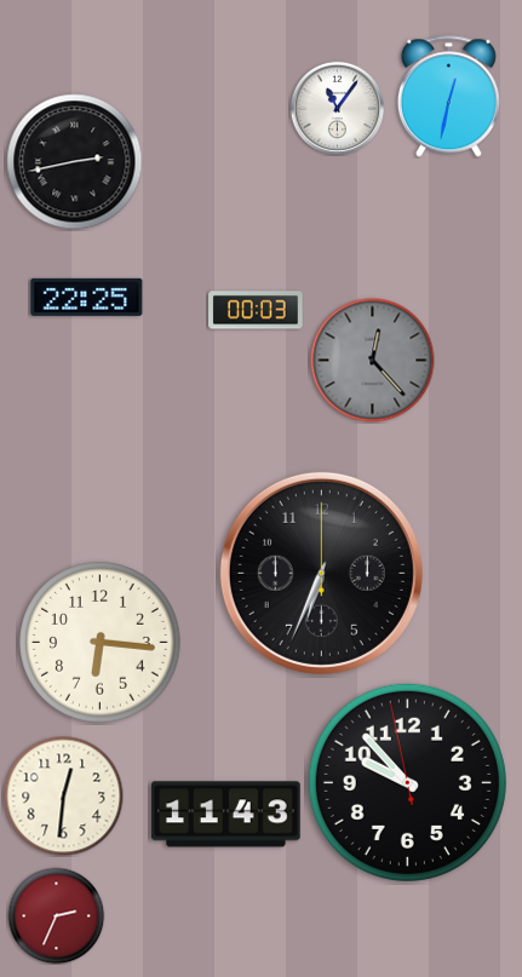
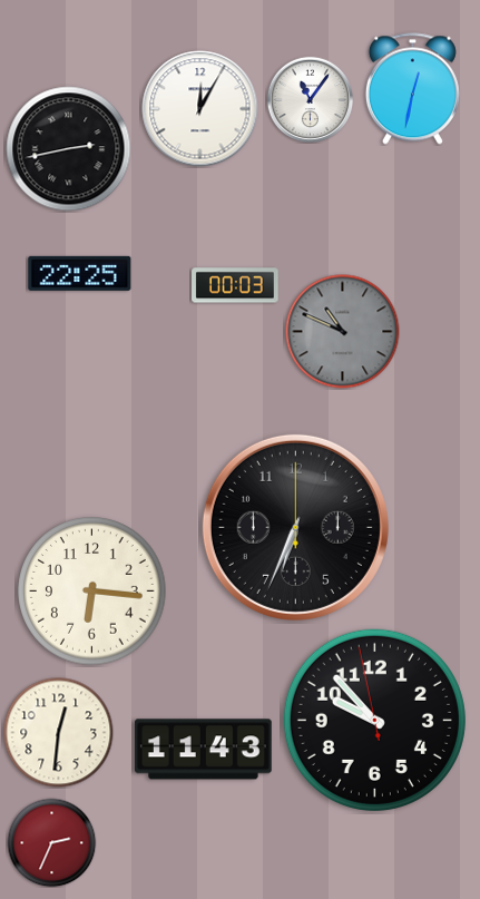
clock at (200, 109): none -> 12:05
clock at (373, 361): 12:23 -> 10:49
clock at (225, 815) position: (225, 815) -> (203, 750)
